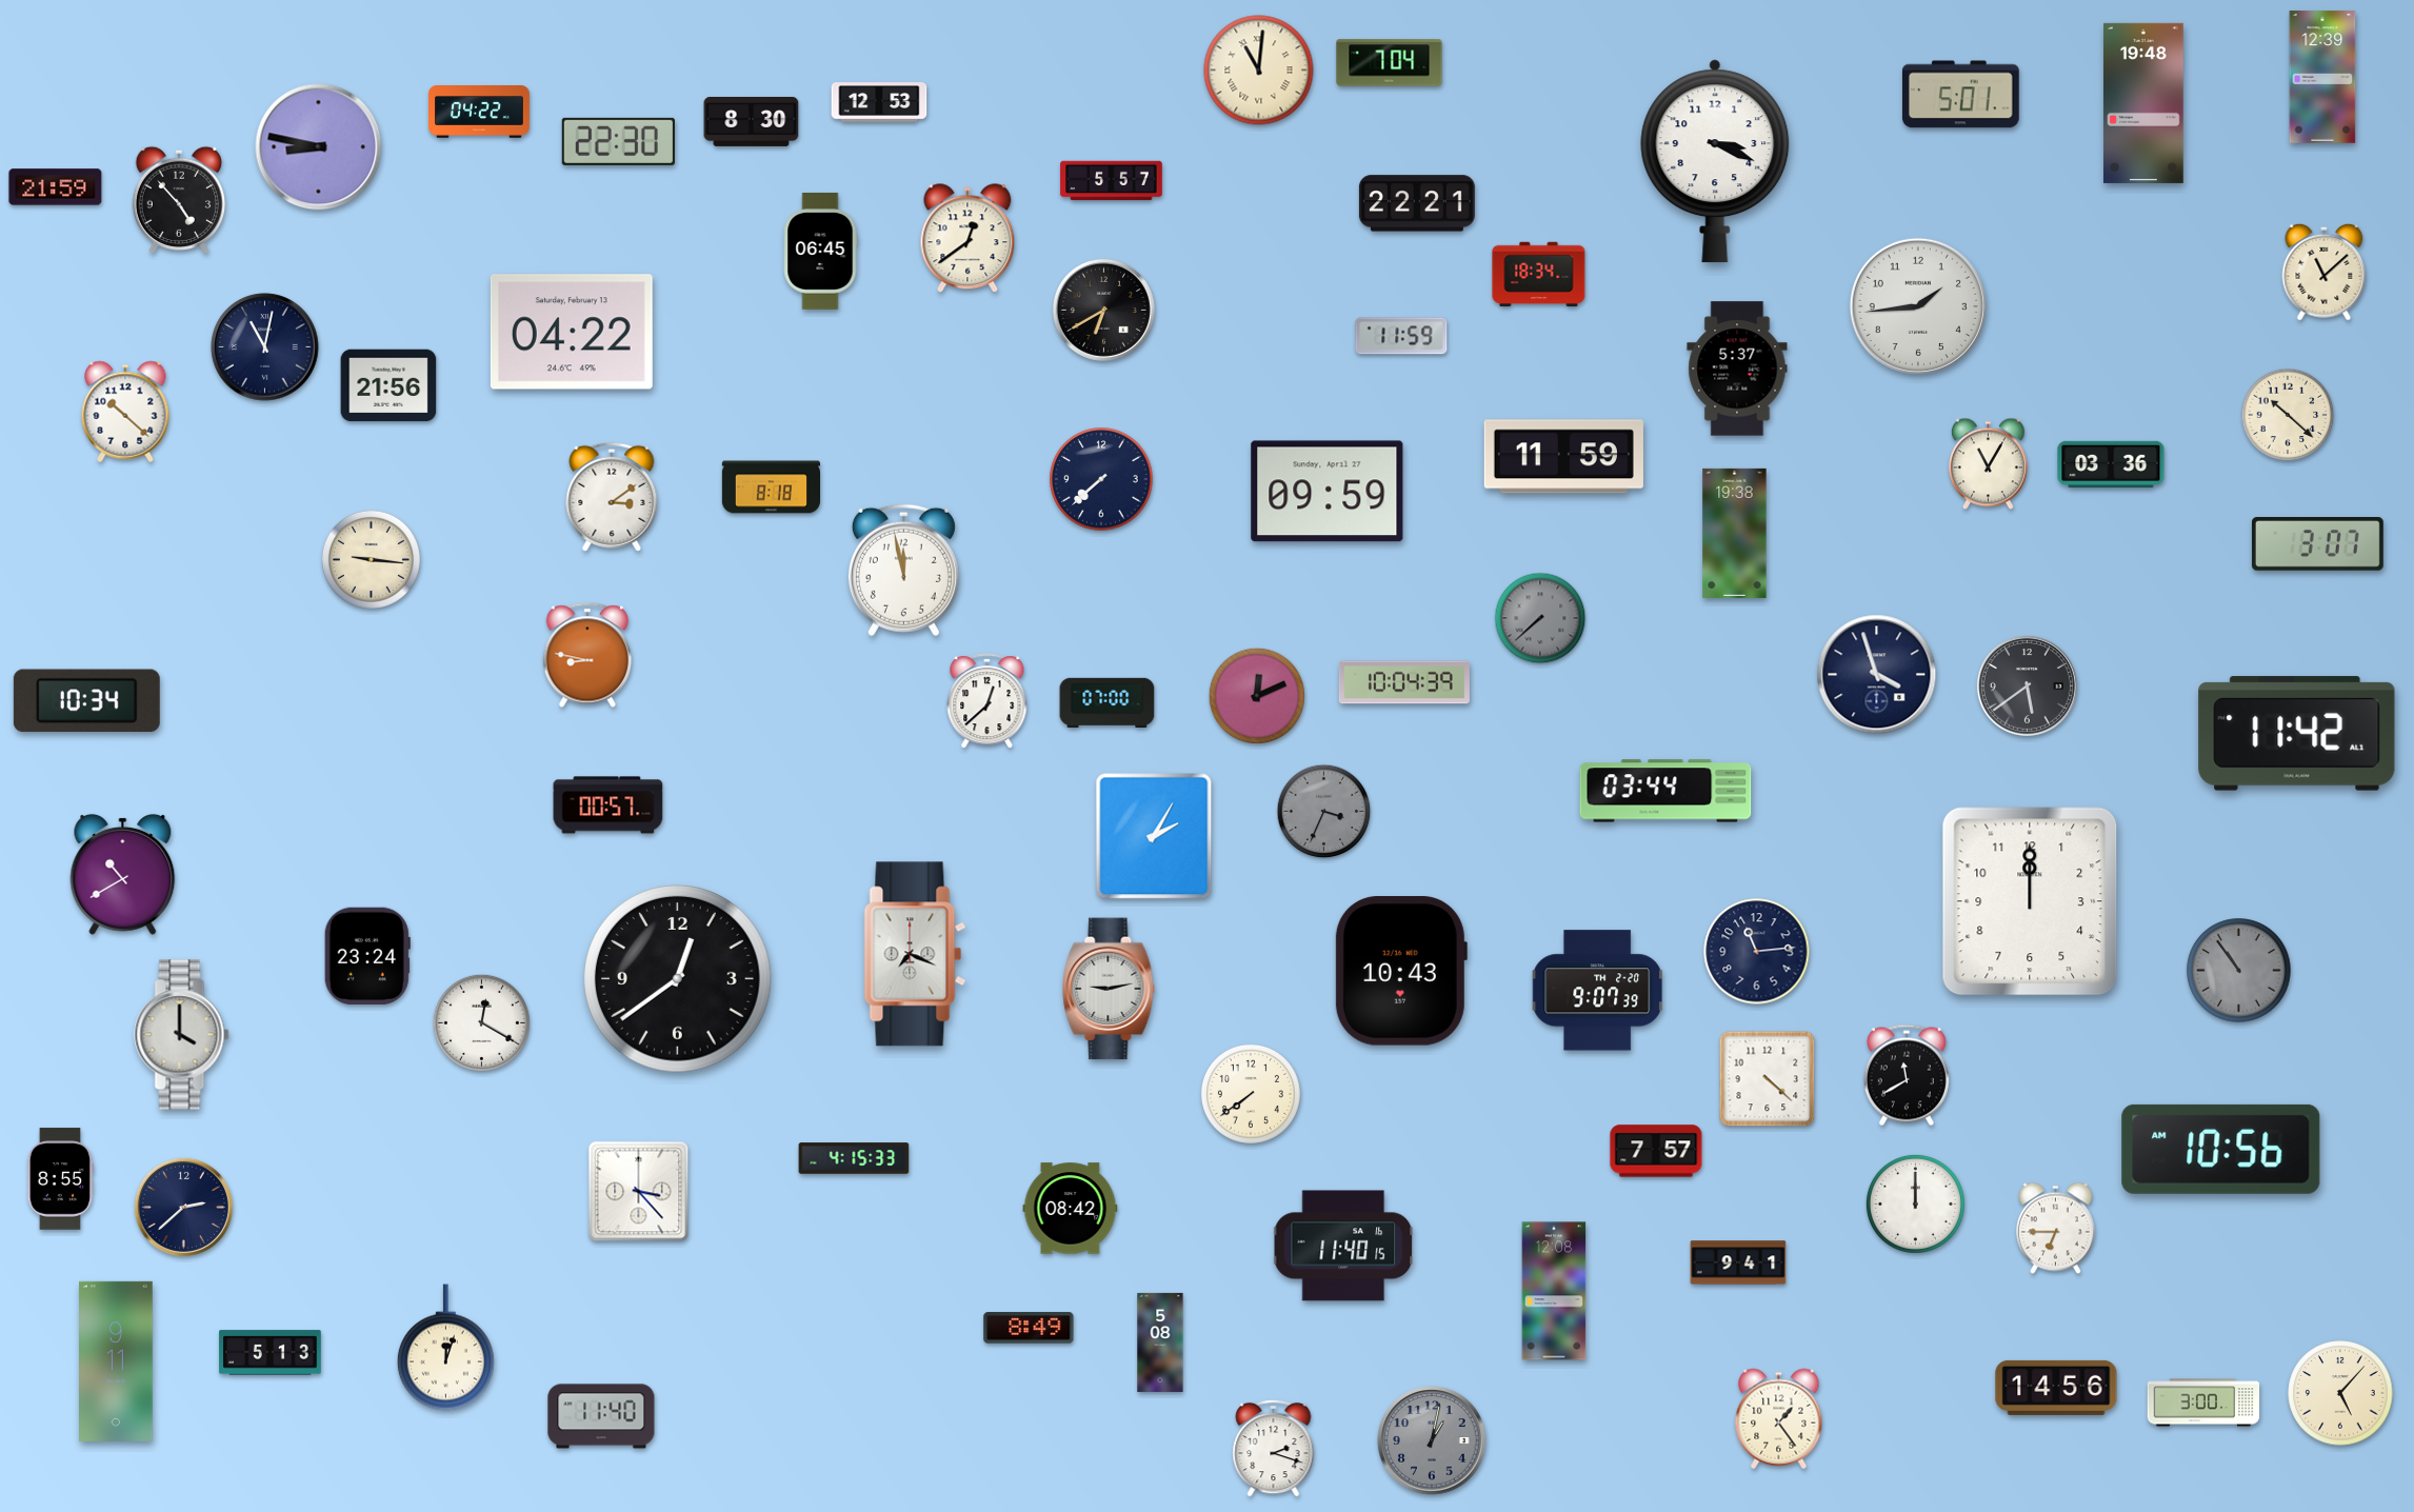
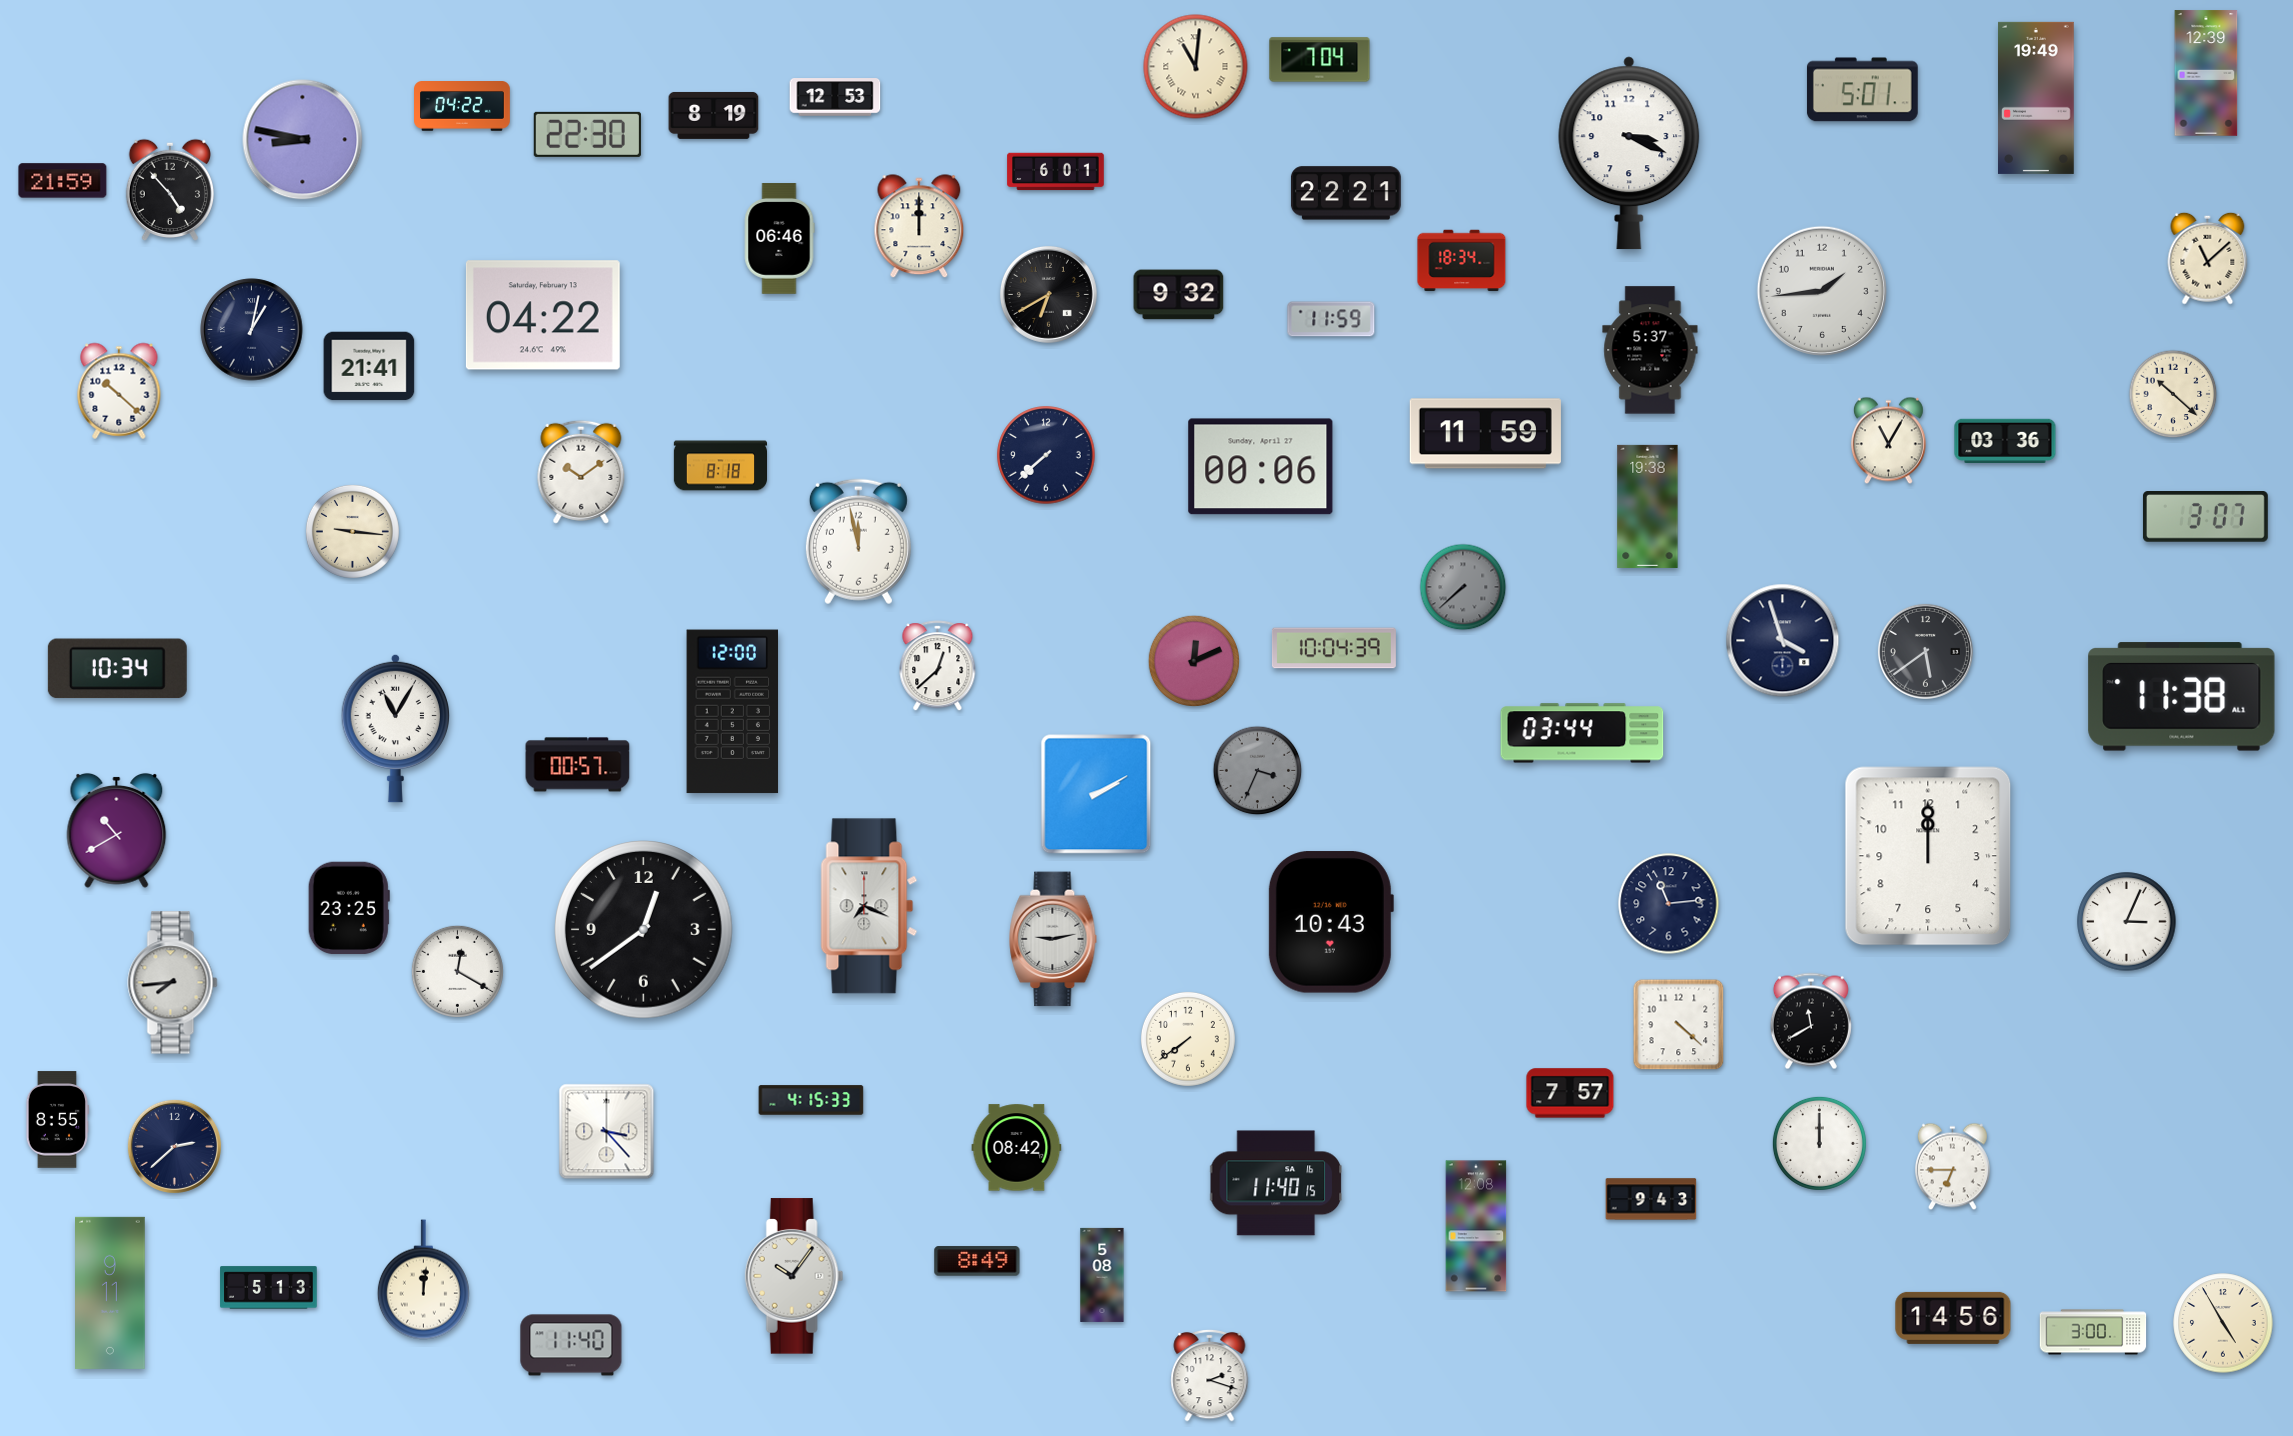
clock at (2144, 103): 19:48 -> 19:49
clock at (480, 112) position: (480, 112) -> (463, 106)
clock at (752, 121): 8:30 -> 8:19
clock at (1112, 181): 5:57 -> 6:01
clock at (56, 187) position: (56, 187) -> (63, 181)
clock at (967, 239): 12:39 -> 12:00
clock at (820, 252): 06:45 -> 06:46
clock at (1179, 295): none -> 9:32
clock at (265, 347): 11:02 -> 1:02
clock at (388, 385): 21:56 -> 21:41
clock at (771, 488) position: (771, 488) -> (720, 466)
clock at (1328, 492): 09:59 -> 00:06
clock at (612, 497): 3:09 -> 10:09
clock at (2317, 544) position: (2317, 544) -> (2205, 517)
clock at (587, 655): 8:47 -> none
clock at (86, 701) position: (86, 701) -> (117, 669)
clock at (1108, 702): 07:00 -> none
clock at (2297, 734): 11:42 -> 11:38
clock at (733, 712): none -> 12:00
clock at (395, 728): none -> 11:05
clock at (1665, 791) position: (1665, 791) -> (1582, 733)
clock at (1154, 836): 2:05 -> 2:10
clock at (367, 956): 23:24 -> 23:25
clock at (2239, 971): 10:54 -> 3:04
clock at (2239, 971) dial: grey -> white
clock at (1598, 991): 9:07 -> none
clock at (182, 1035): 4:00 -> 7:44
clock at (2221, 1149): 10:56 -> none
clock at (1656, 1151) position: (1656, 1151) -> (1570, 1093)
clock at (1738, 1262): 9:41 -> 9:43
clock at (794, 1276): none -> 10:06
clock at (445, 1348): 12:03 -> 12:01
clock at (271, 1353) position: (271, 1353) -> (269, 1288)
clock at (2340, 1393): 5:07 -> 4:55
clock at (1779, 1419): 1:24 -> none
clock at (1432, 1440): 1:02 -> none
